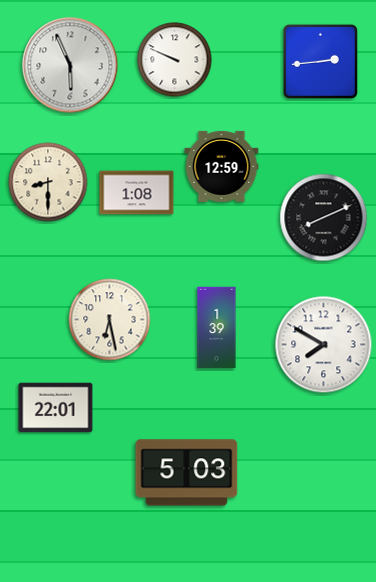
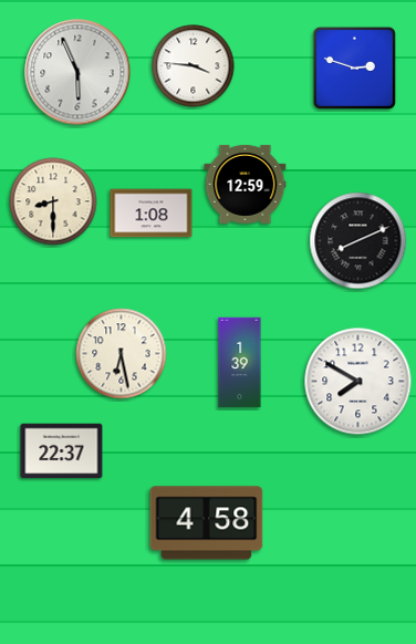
clock at (175, 60): 9:49 -> 3:46
clock at (320, 61): 2:44 -> 2:48
clock at (56, 408): 22:01 -> 22:37
clock at (187, 473): 5:03 -> 4:58
